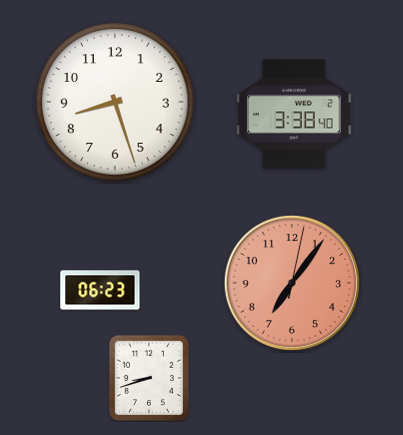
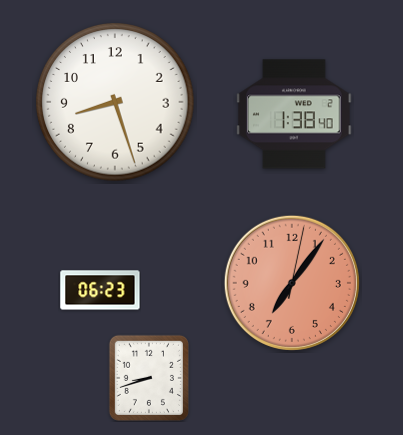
clock at (294, 114): 3:38 -> 1:38
